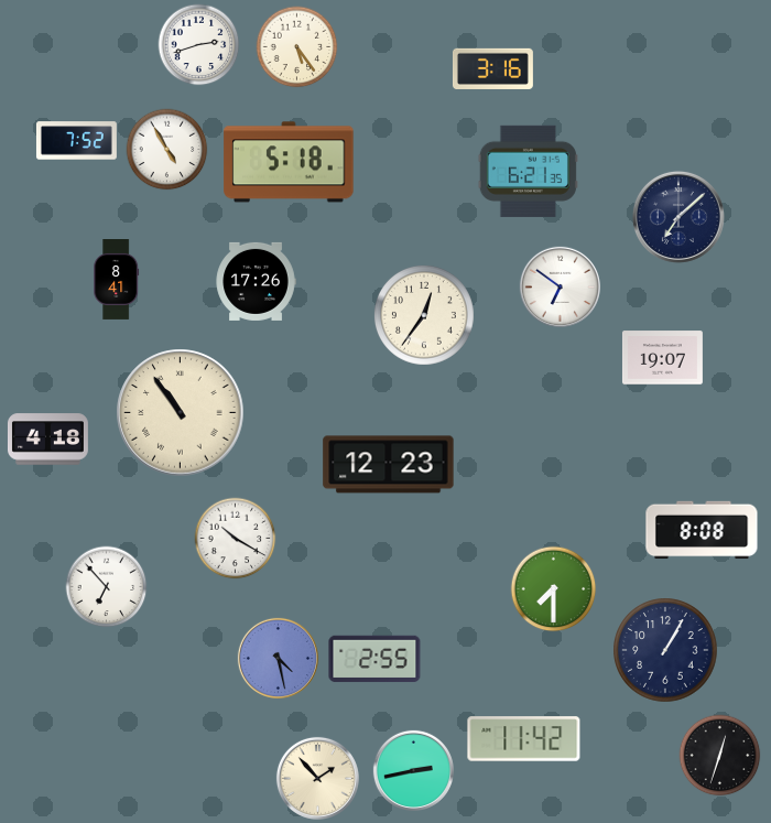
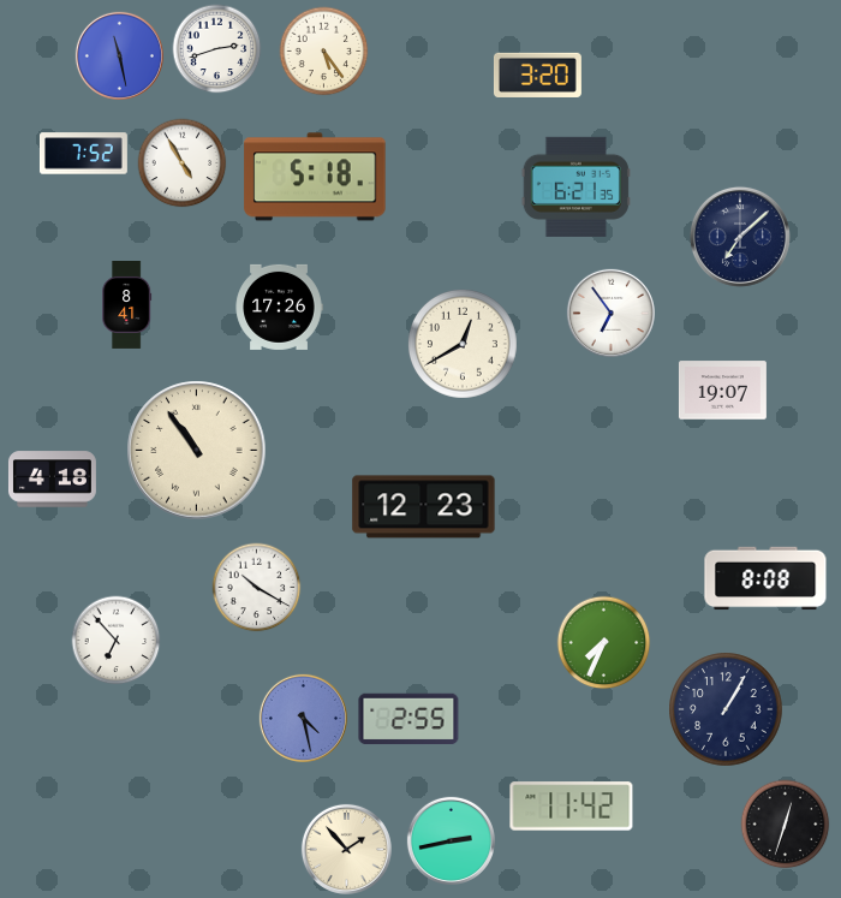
clock at (119, 55): none -> 11:28
clock at (492, 68): 3:16 -> 3:20
clock at (560, 286): 6:51 -> 6:54
clock at (425, 316): 12:36 -> 12:40
clock at (554, 589): 7:30 -> 7:34
